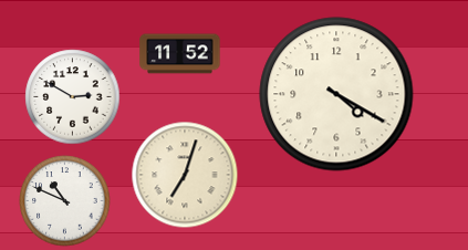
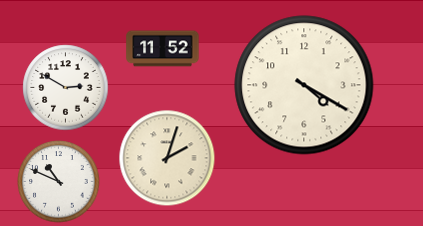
clock at (185, 175): 7:03 -> 2:03
